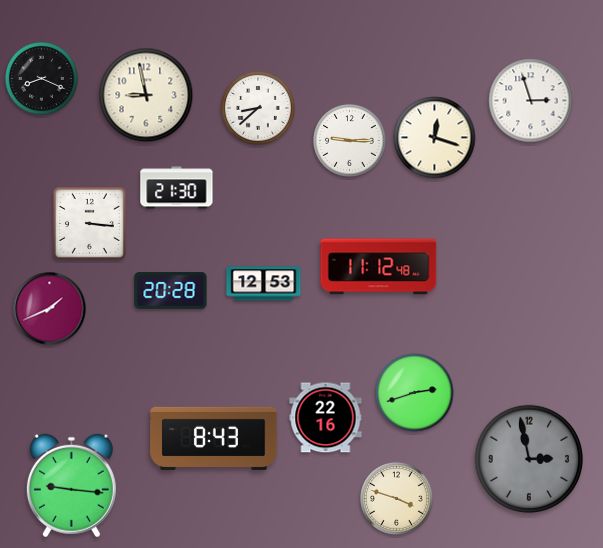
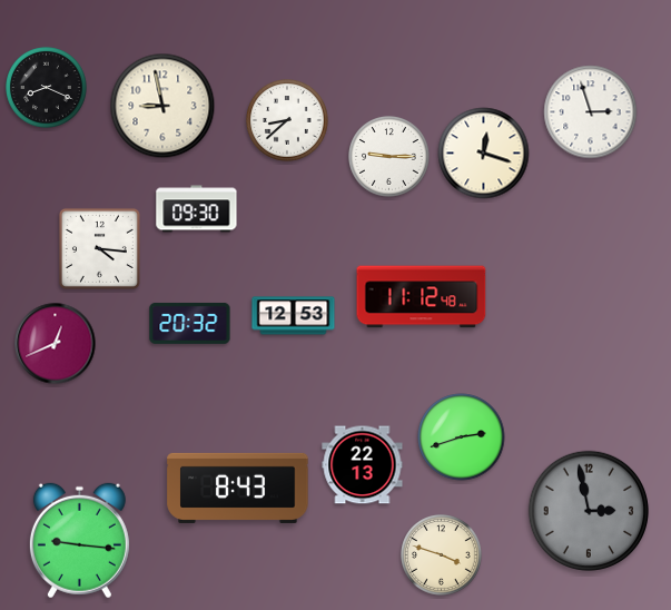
clock at (177, 188): 21:30 -> 09:30
clock at (89, 223): 3:16 -> 4:16
clock at (171, 290): 20:28 -> 20:32
clock at (50, 309): 1:41 -> 12:41
clock at (326, 418): 22:16 -> 22:13
